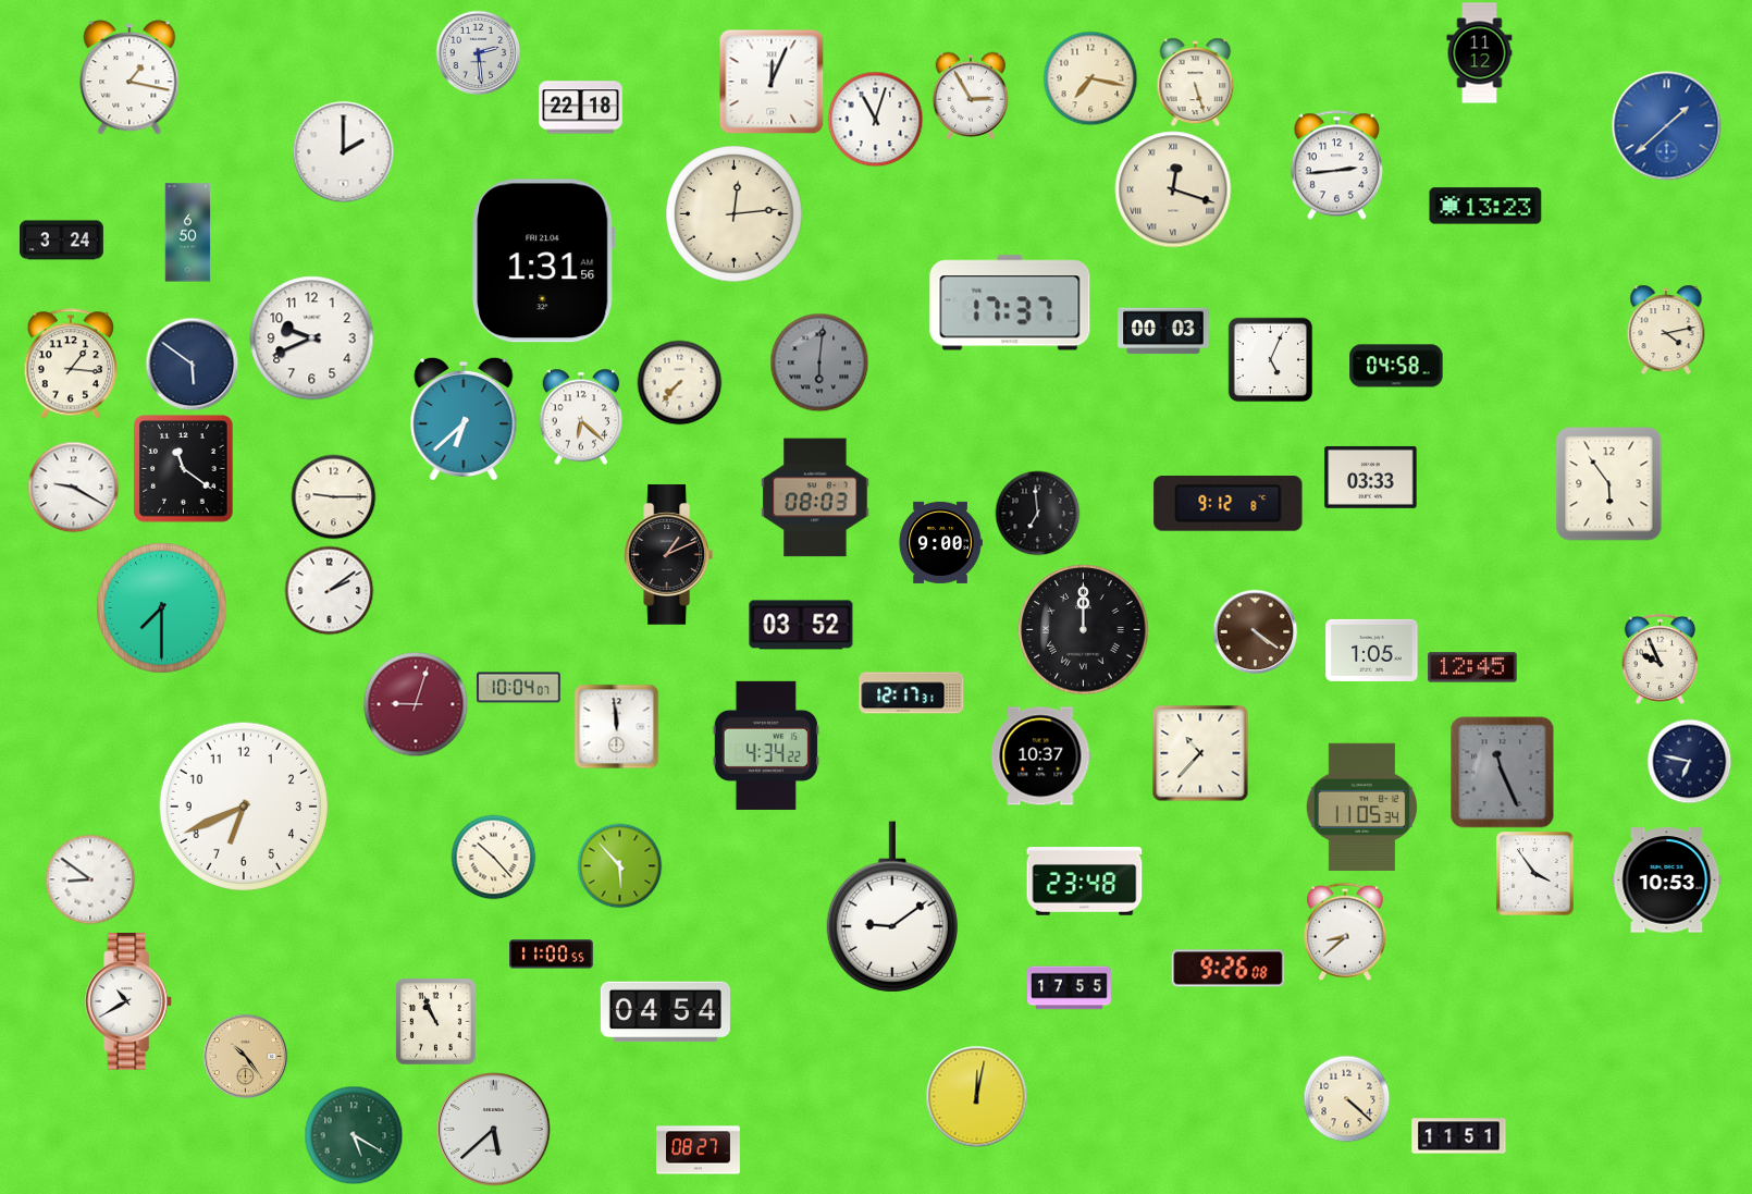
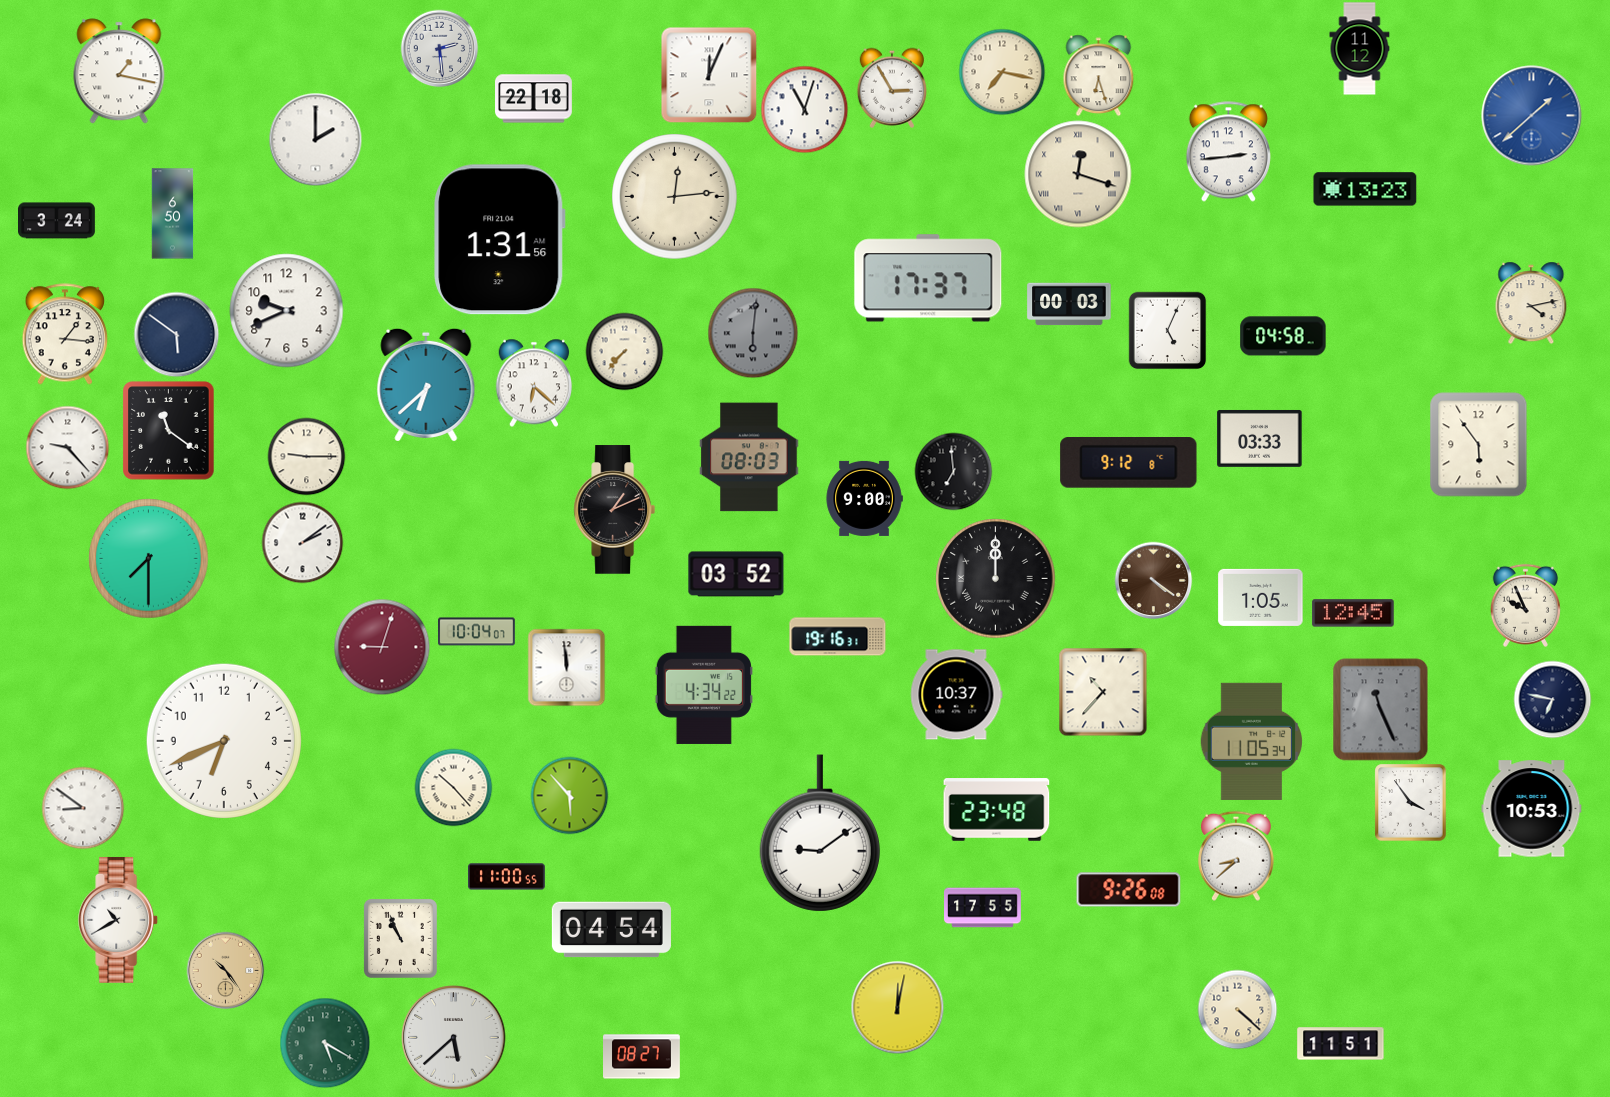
clock at (1196, 82): 5:27 -> 6:27
clock at (73, 487): 9:20 -> 9:23
clock at (912, 693): 12:17 -> 19:16
